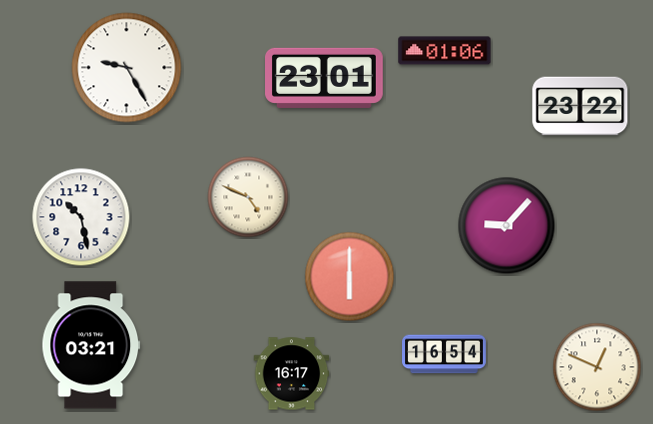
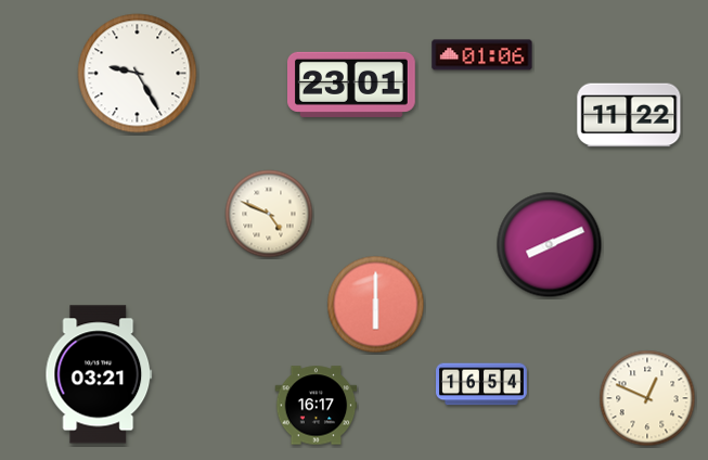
clock at (580, 106): 23:22 -> 11:22
clock at (81, 217): 10:28 -> none
clock at (507, 226): 9:07 -> 8:11
clock at (350, 277) position: (350, 277) -> (376, 305)
